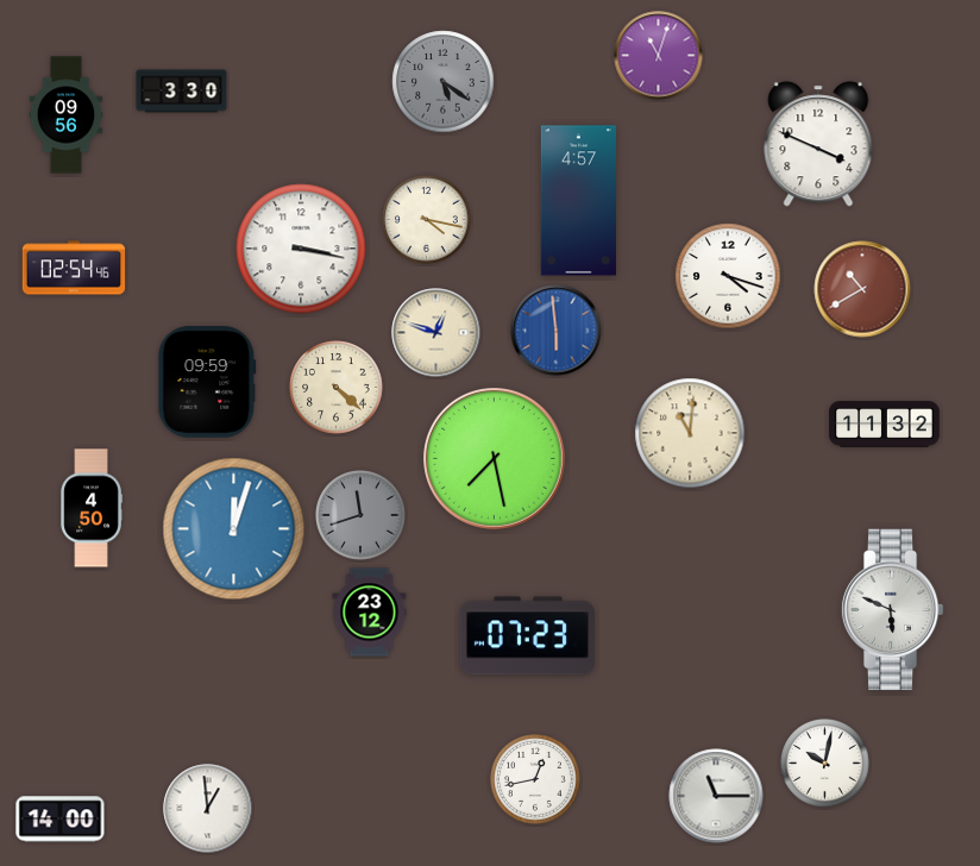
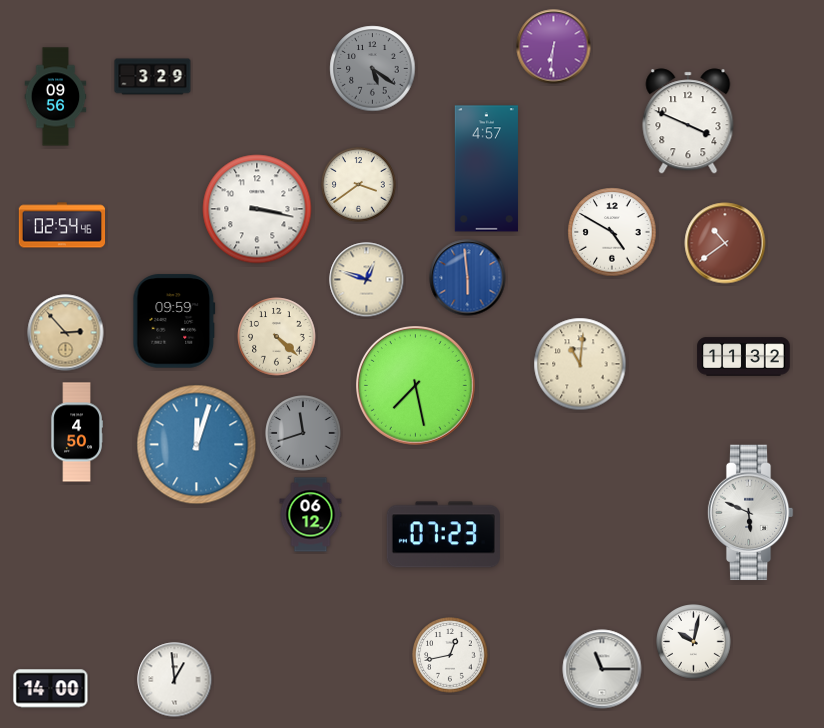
clock at (659, 56): 11:03 -> 6:31
clock at (182, 92): 3:30 -> 3:29
clock at (427, 220): 4:17 -> 3:39
clock at (301, 249) position: (301, 249) -> (257, 209)
clock at (728, 276): 4:18 -> 4:50
clock at (862, 289): 10:40 -> 10:39
clock at (337, 388) position: (337, 388) -> (277, 337)
clock at (66, 333): none -> 2:53
clock at (92, 508) position: (92, 508) -> (77, 432)
clock at (370, 613): 23:12 -> 06:12
